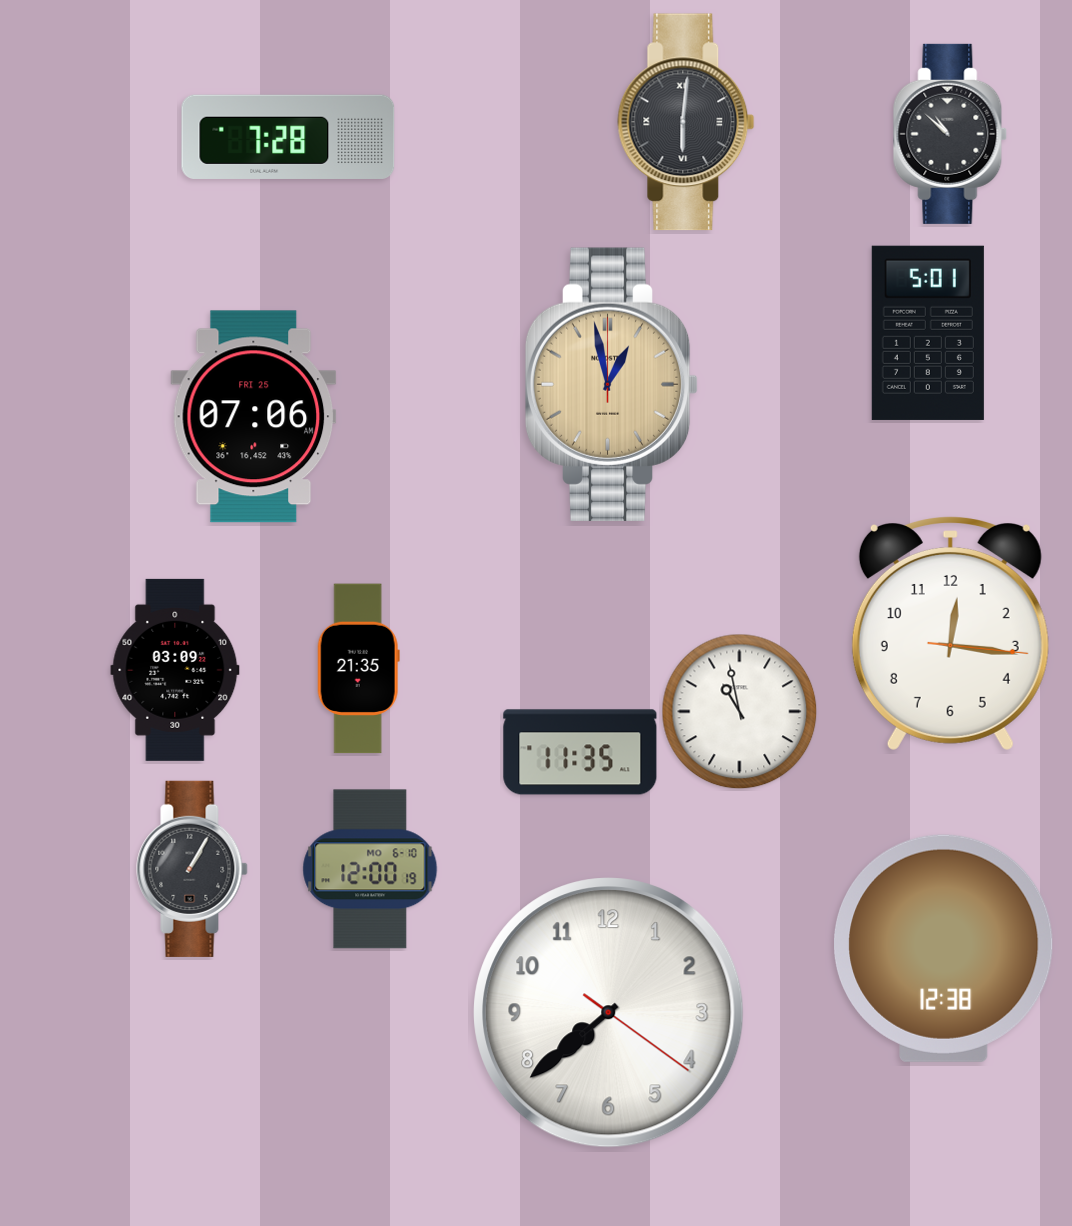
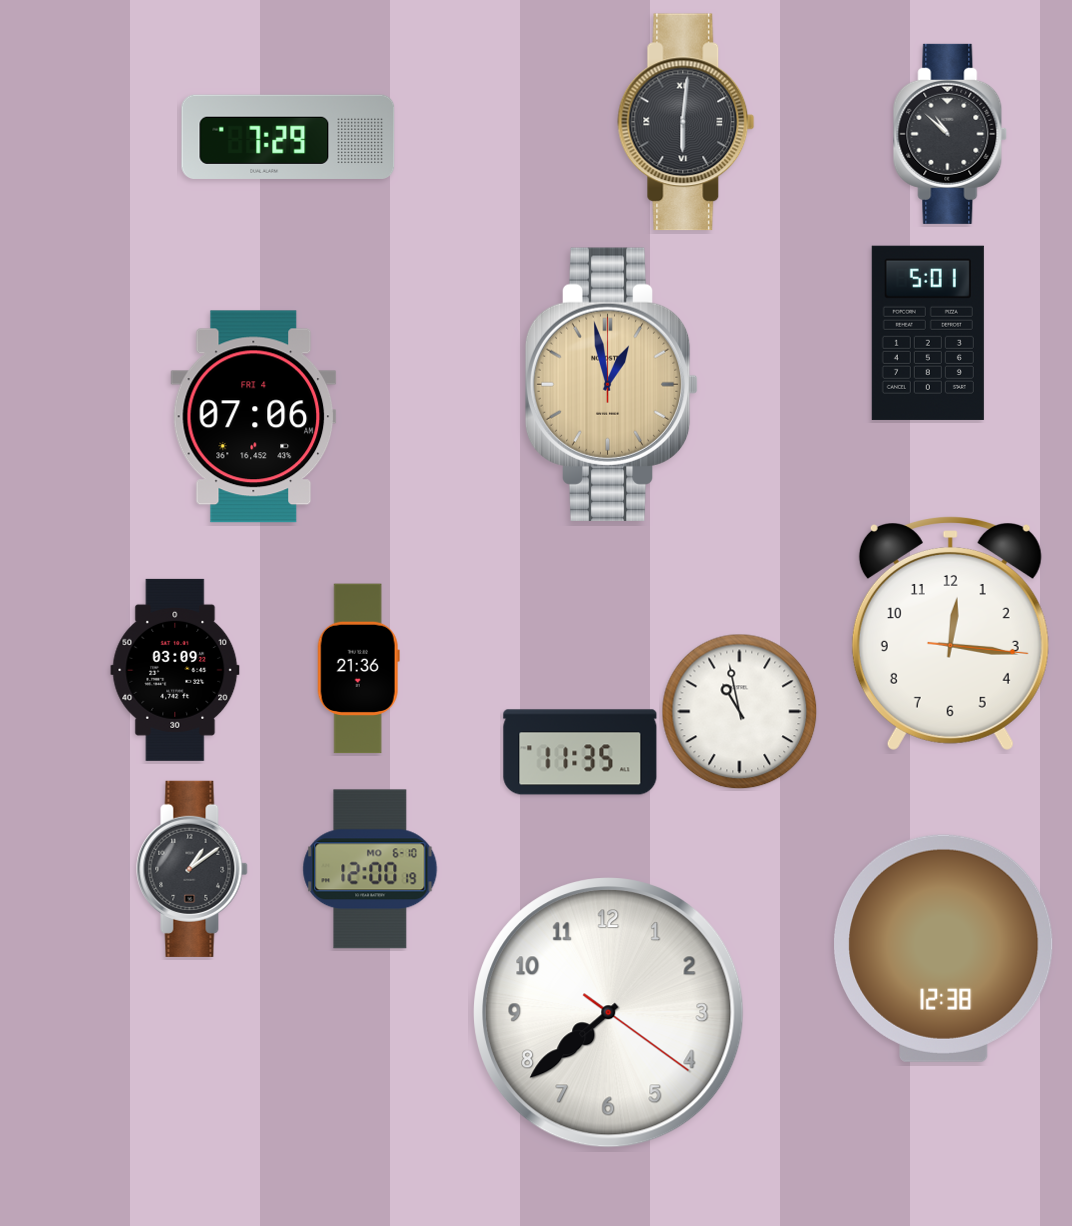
clock at (288, 137): 7:28 -> 7:29
clock at (254, 417) date: FRI 25 -> FRI 4
clock at (358, 669): 21:35 -> 21:36
clock at (192, 869): 1:05 -> 1:09
